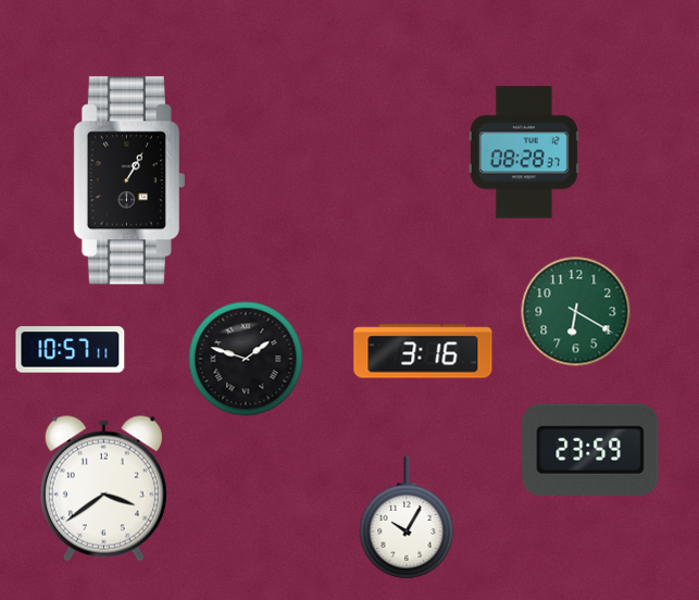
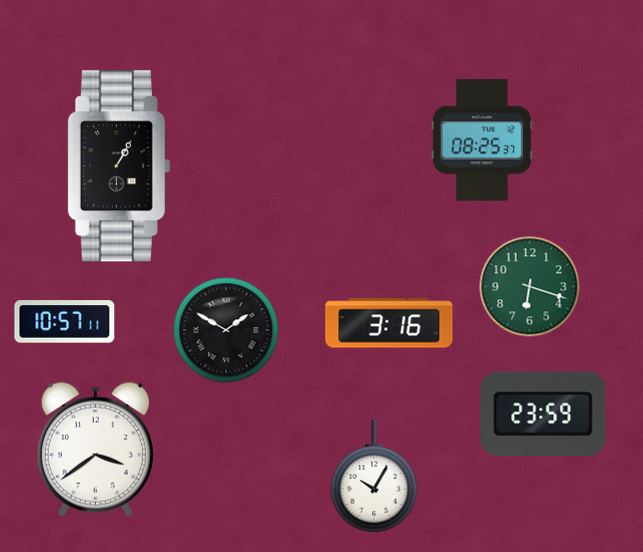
clock at (524, 152): 08:28 -> 08:25
clock at (576, 312): 6:20 -> 6:18
clock at (246, 359): 1:48 -> 1:50
